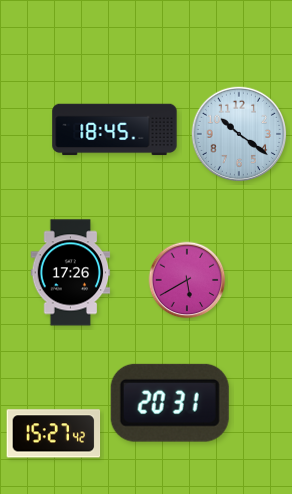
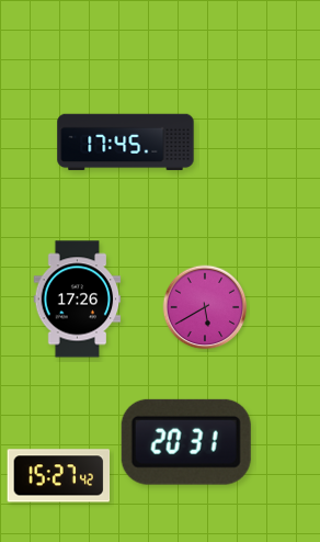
clock at (115, 130): 18:45 -> 17:45
clock at (239, 134): 10:21 -> none
